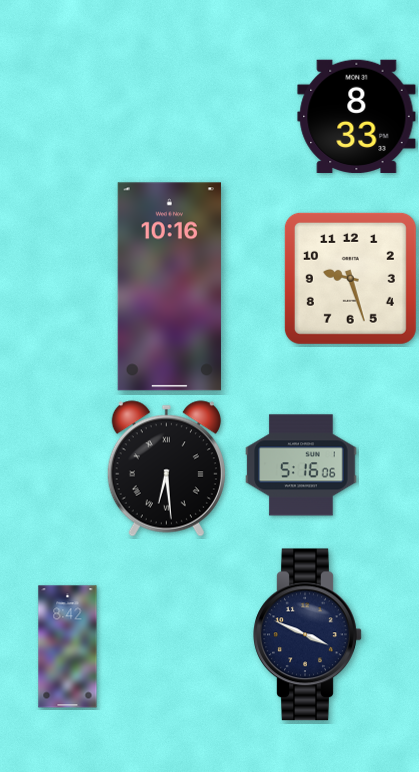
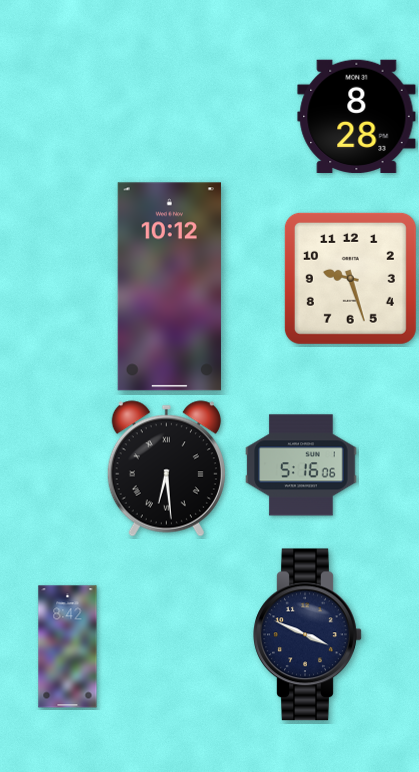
clock at (357, 116): 8:33 -> 8:28
clock at (169, 287): 10:16 -> 10:12
